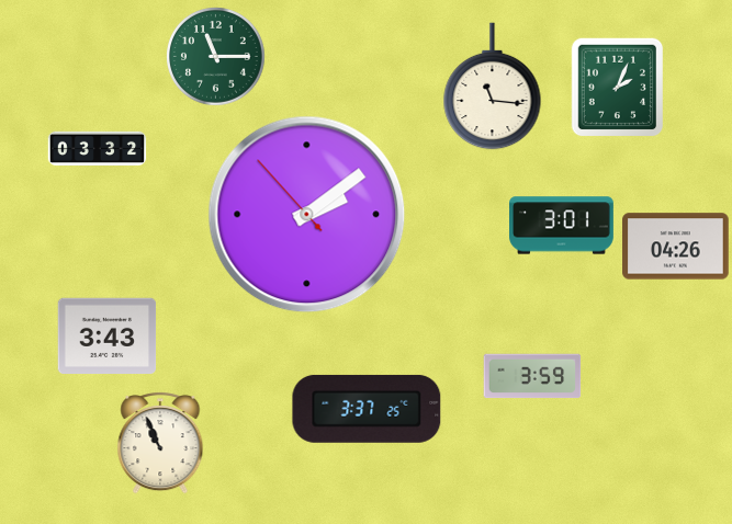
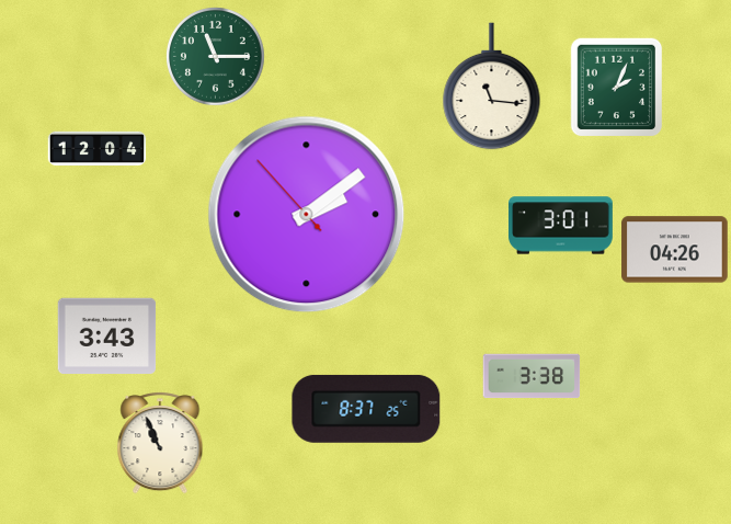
clock at (98, 148): 03:32 -> 12:04
clock at (676, 247) position: (676, 247) -> (675, 250)
clock at (532, 376): 3:59 -> 3:38
clock at (367, 409): 3:37 -> 8:37
